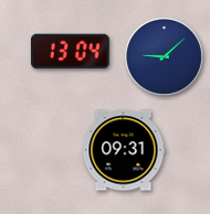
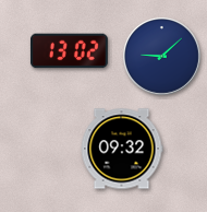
clock at (70, 52): 13:04 -> 13:02
clock at (124, 150): 09:31 -> 09:32
